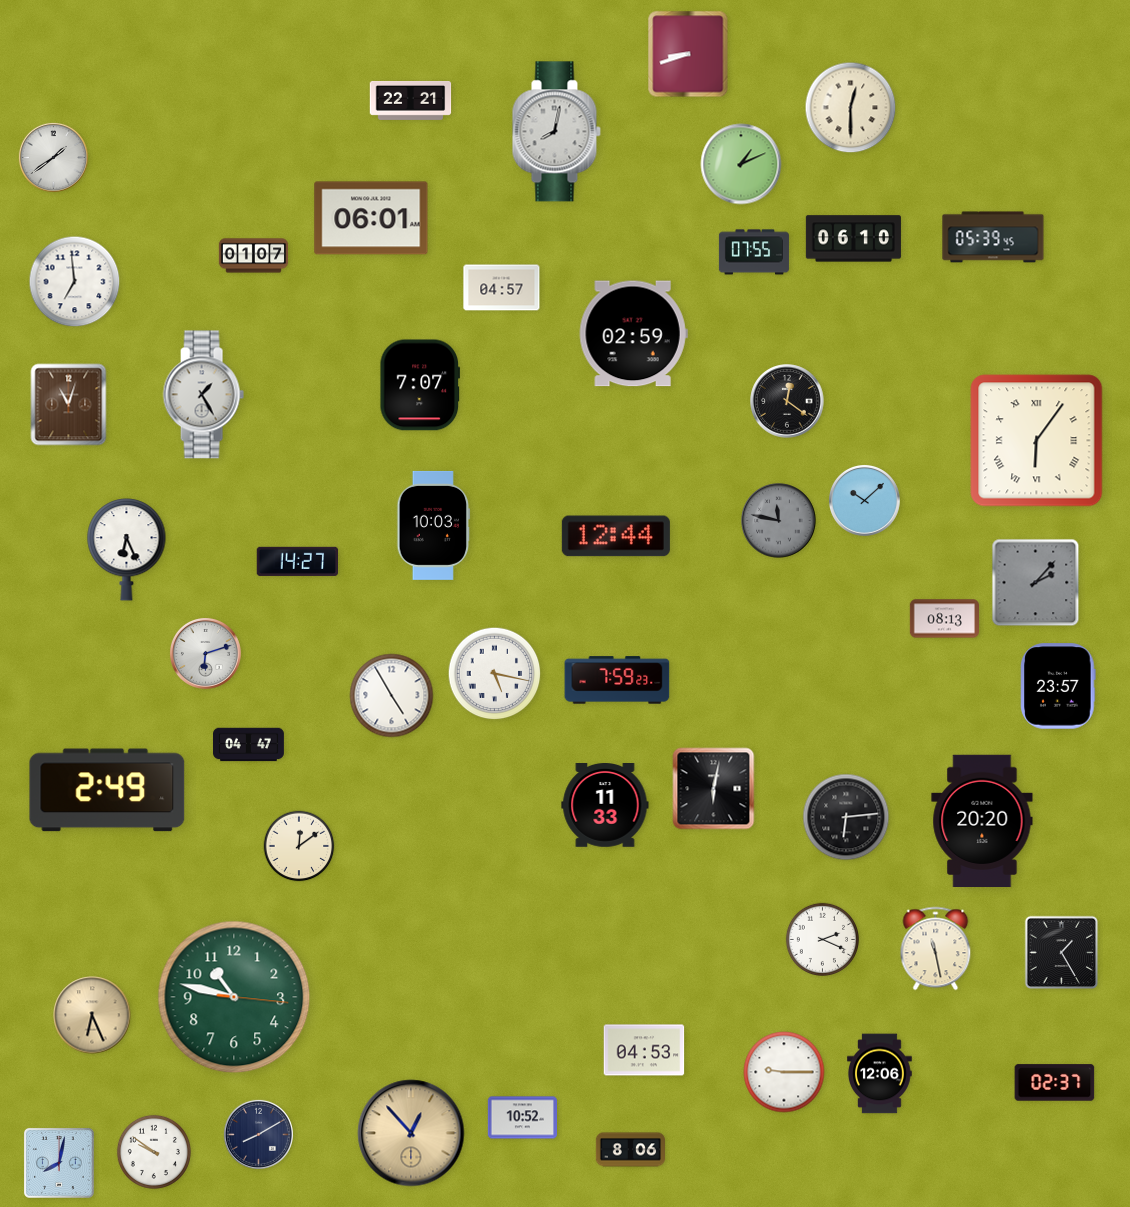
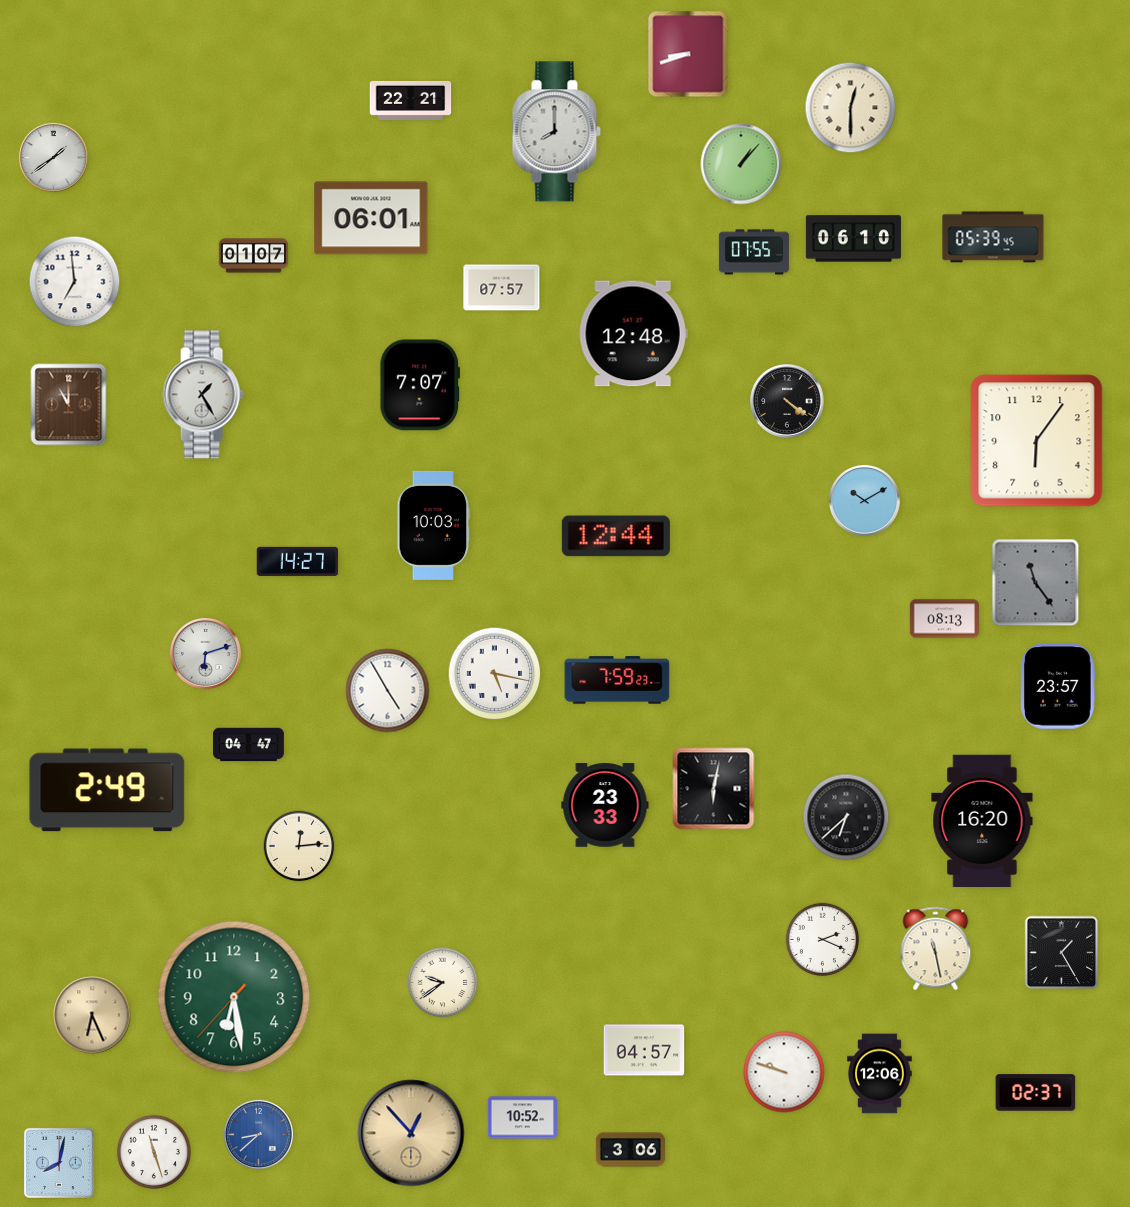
clock at (556, 132): 8:02 -> 8:00
clock at (741, 164): 1:11 -> 1:07
clock at (502, 288): 04:57 -> 07:57
clock at (633, 334): 02:59 -> 12:48
clock at (787, 401): 12:21 -> 4:21
clock at (69, 405): 11:03 -> 11:00
clock at (1037, 441) numerals: Roman -> Arabic
clock at (864, 500): 10:08 -> 10:10
clock at (779, 521): 11:47 -> none
clock at (127, 550): 6:26 -> none
clock at (1036, 583): 2:07 -> 11:24
clock at (392, 696) position: (392, 696) -> (388, 691)
clock at (605, 806): 11:33 -> 23:33
clock at (846, 817): 6:14 -> 6:38
clock at (982, 821): 20:20 -> 16:20
clock at (299, 846): 12:09 -> 12:14
clock at (443, 983): none -> 9:39
clock at (234, 997): 10:47 -> 6:28
clock at (644, 1050): 04:53 -> 04:57
clock at (784, 1072): 9:15 -> 9:48
clock at (1055, 1083) position: (1055, 1083) -> (1036, 1093)
clock at (258, 1134): 8:10 -> 8:38
clock at (258, 1134) dial: navy -> blue
clock at (631, 1150): 8:06 -> 3:06
clock at (154, 1152): 9:51 -> 11:27
